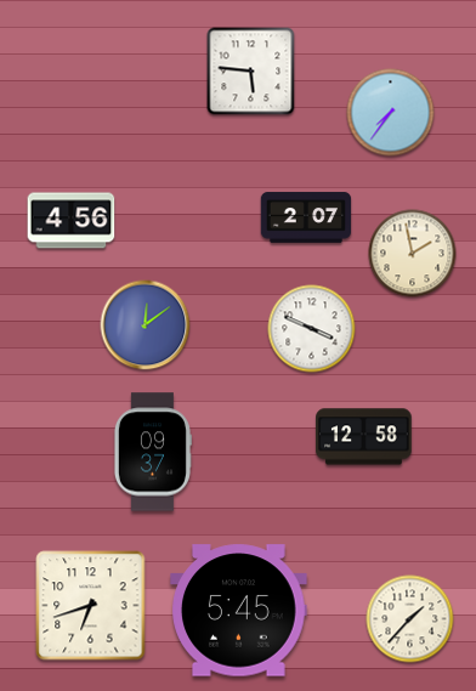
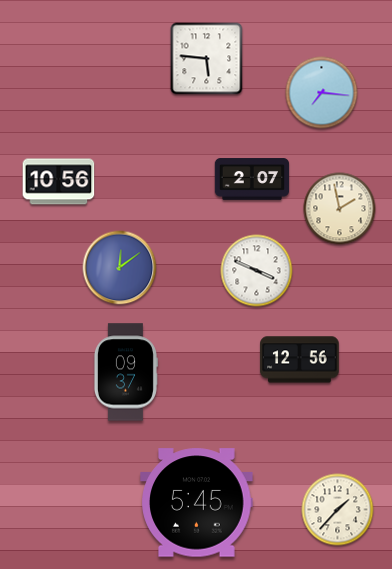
clock at (391, 113): 7:36 -> 7:16
clock at (72, 221): 4:56 -> 10:56
clock at (364, 437): 12:58 -> 12:56
clock at (91, 606): 6:42 -> none
